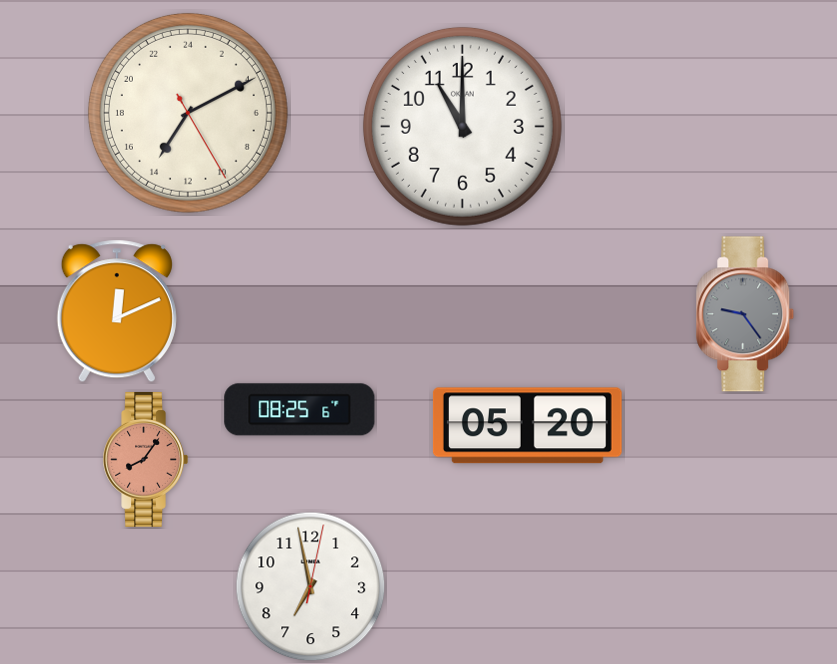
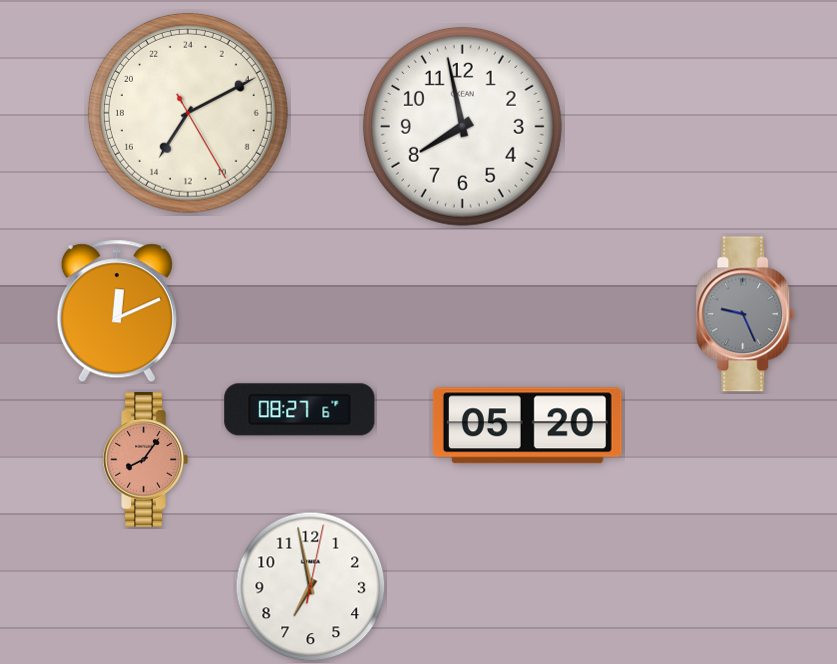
clock at (462, 126): 11:00 -> 7:58
clock at (745, 314): 9:24 -> 9:26
clock at (300, 410): 08:25 -> 08:27
